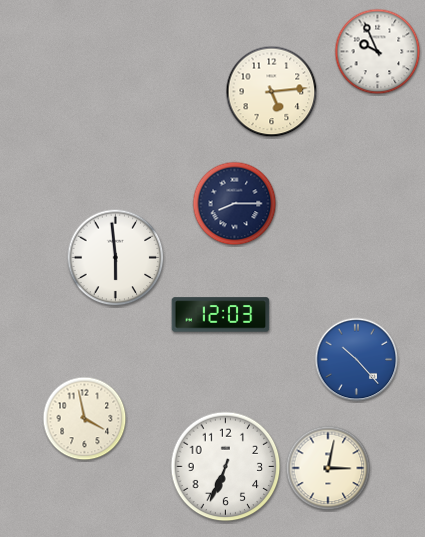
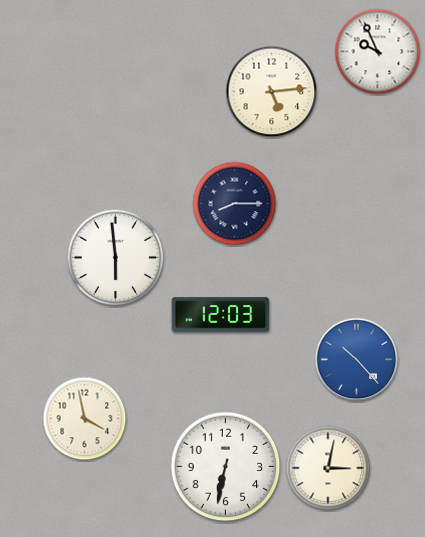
clock at (226, 467): 6:34 -> 6:32
